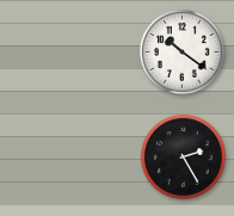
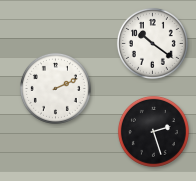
clock at (55, 88): none -> 2:11
clock at (183, 156): 2:25 -> 2:27
